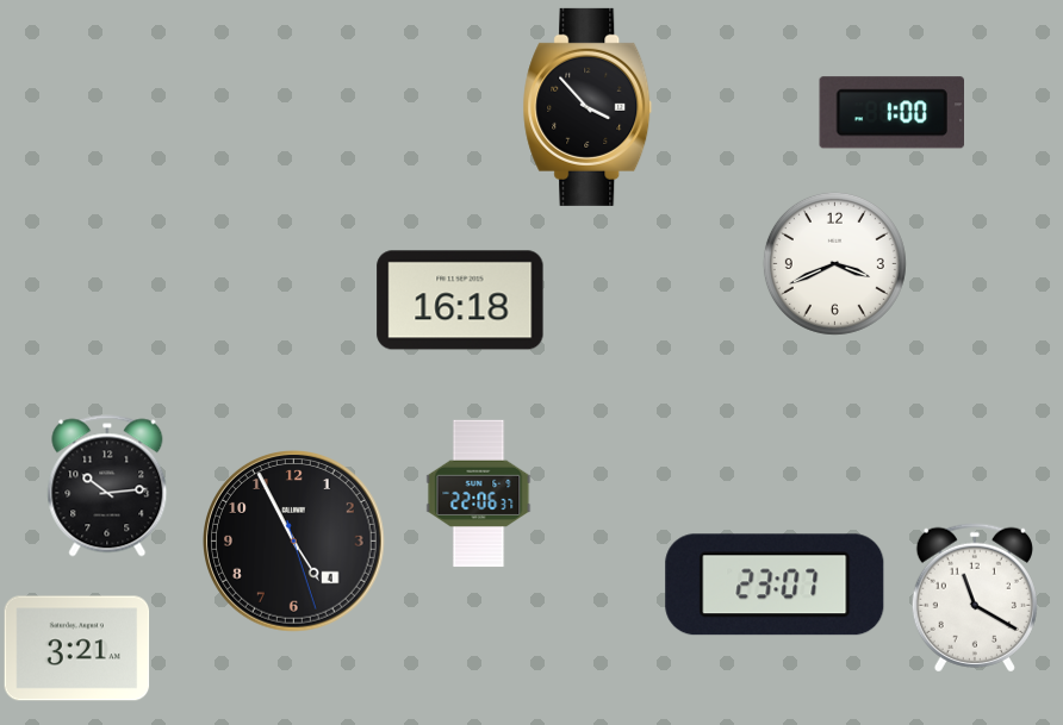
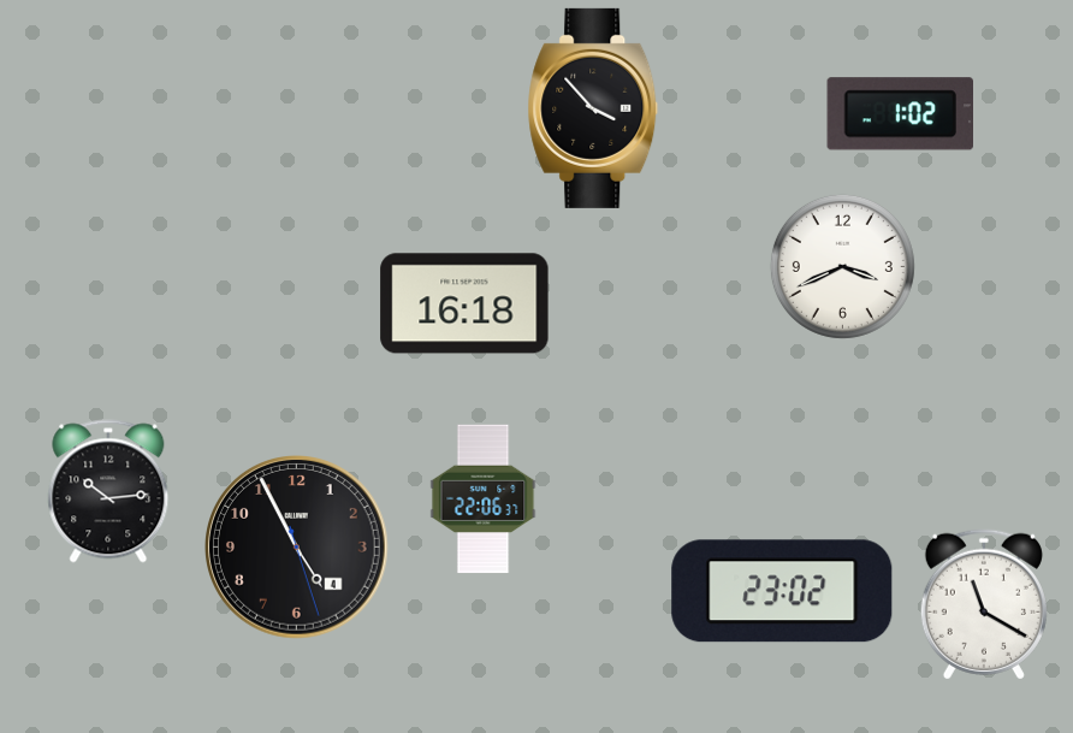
clock at (891, 113): 1:00 -> 1:02
clock at (775, 585): 23:07 -> 23:02
clock at (77, 649): 3:21 -> none
